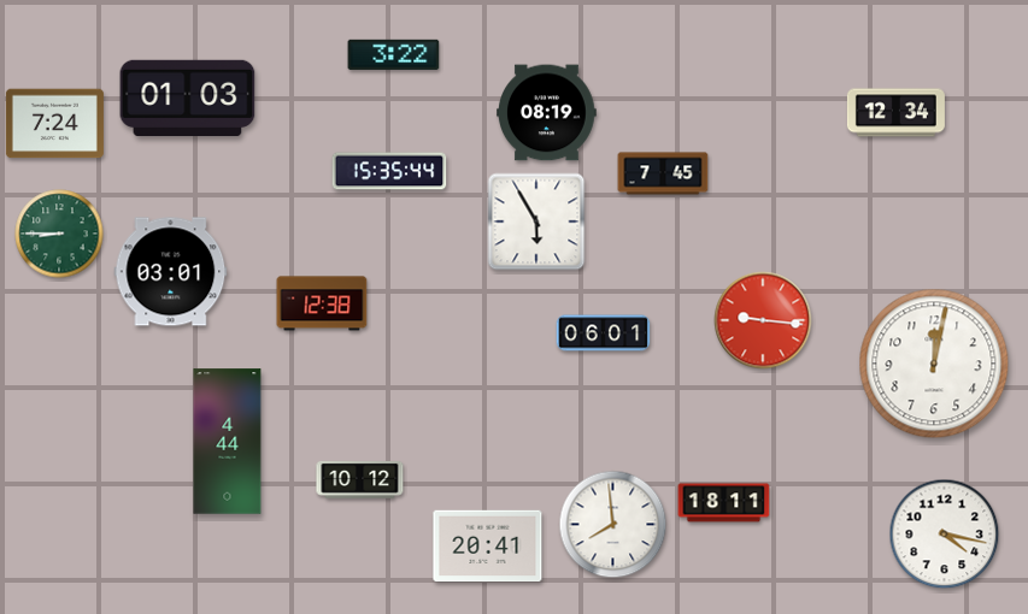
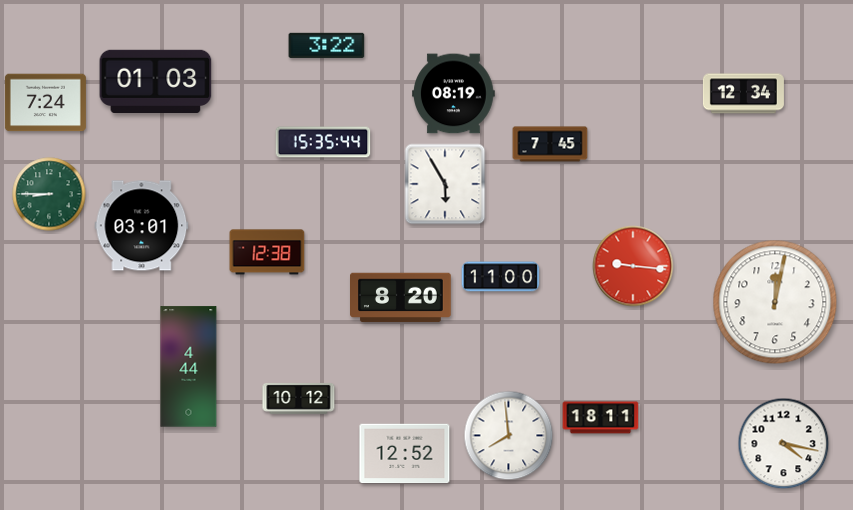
clock at (604, 333): 06:01 -> 11:00
clock at (401, 298): none -> 8:20
clock at (488, 547): 20:41 -> 12:52
